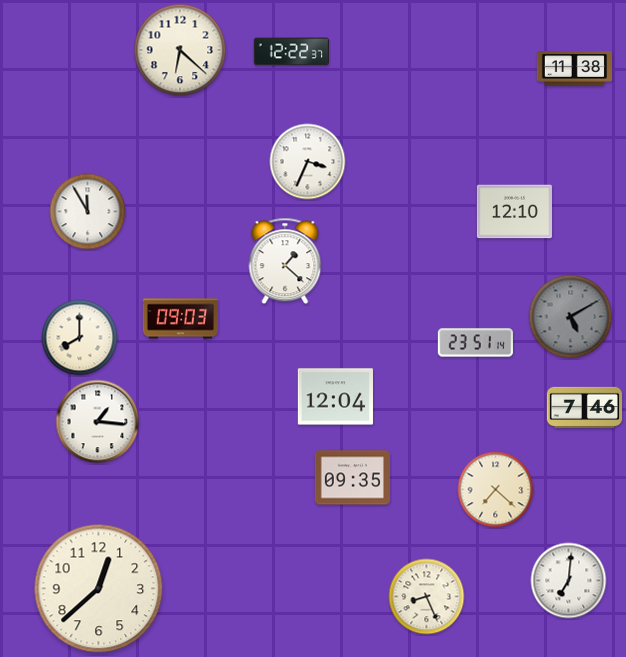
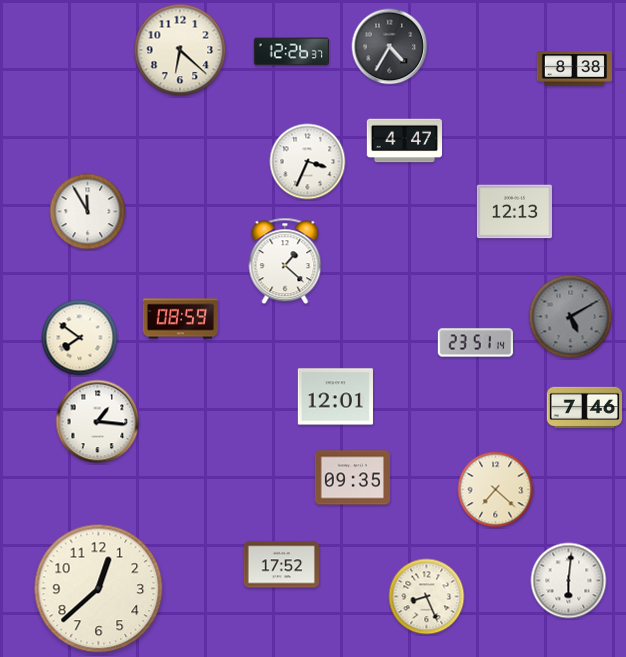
clock at (390, 47): none -> 4:35
clock at (291, 52): 12:22 -> 12:26
clock at (574, 69): 11:38 -> 8:38
clock at (404, 141): none -> 4:47
clock at (514, 212): 12:10 -> 12:13
clock at (180, 319): 09:03 -> 08:59
clock at (80, 338): 8:00 -> 7:51
clock at (335, 397): 12:04 -> 12:01
clock at (281, 565): none -> 17:52
clock at (569, 581): 7:01 -> 6:01
